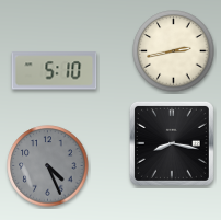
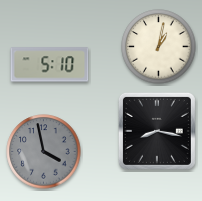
clock at (174, 51): 2:43 -> 1:02
clock at (48, 166): 4:26 -> 3:58
